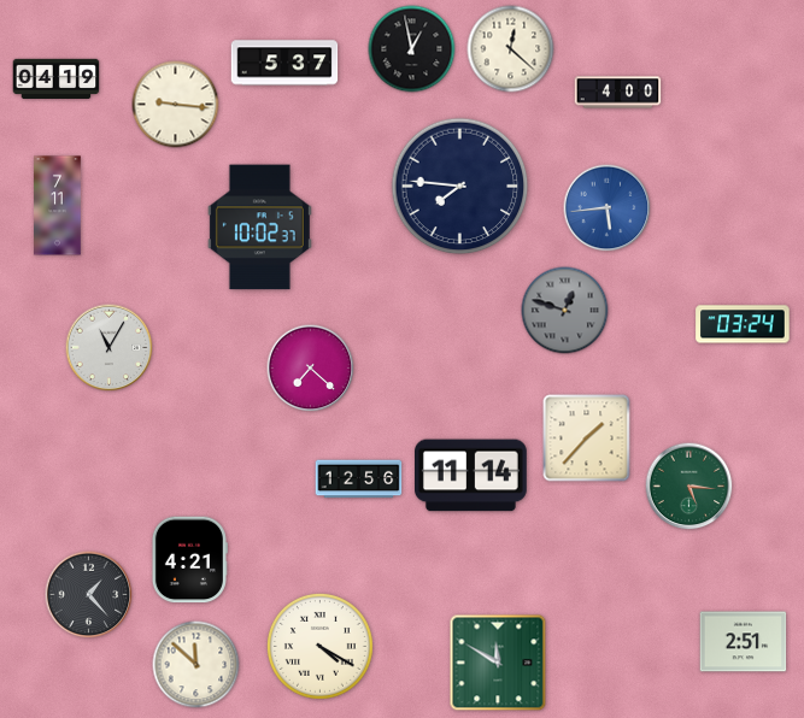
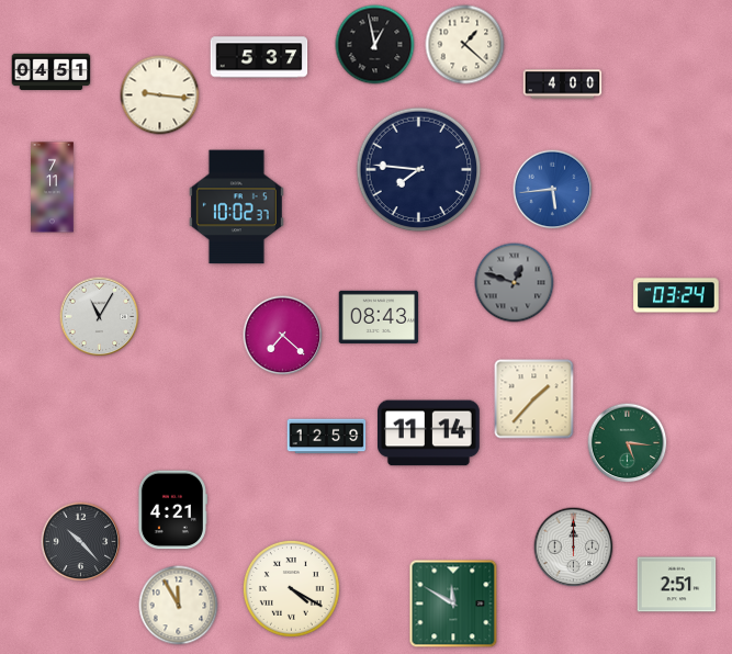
clock at (511, 49): 12:22 -> 1:22
clock at (57, 80): 04:19 -> 04:51
clock at (379, 316): none -> 08:43
clock at (359, 479): 12:56 -> 12:59
clock at (89, 595): 1:23 -> 10:23
clock at (574, 548): none -> 12:00
clock at (196, 665): 11:52 -> 11:55
